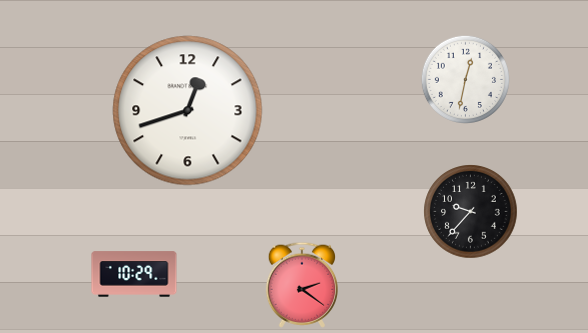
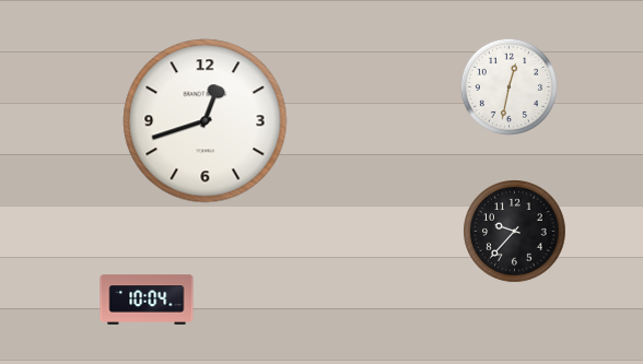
clock at (134, 274): 10:29 -> 10:04
clock at (301, 285): 2:21 -> none
